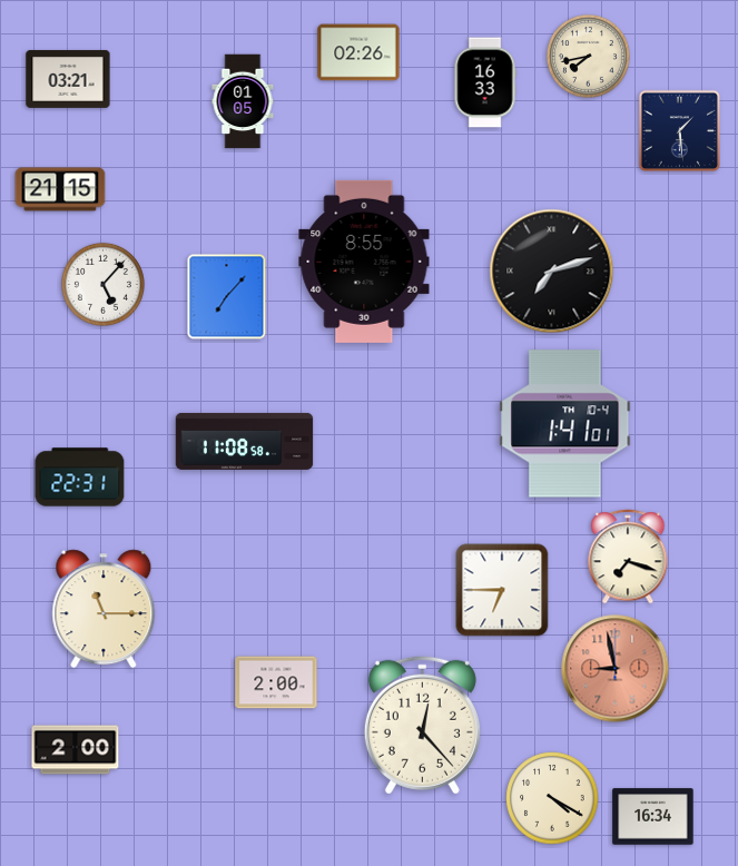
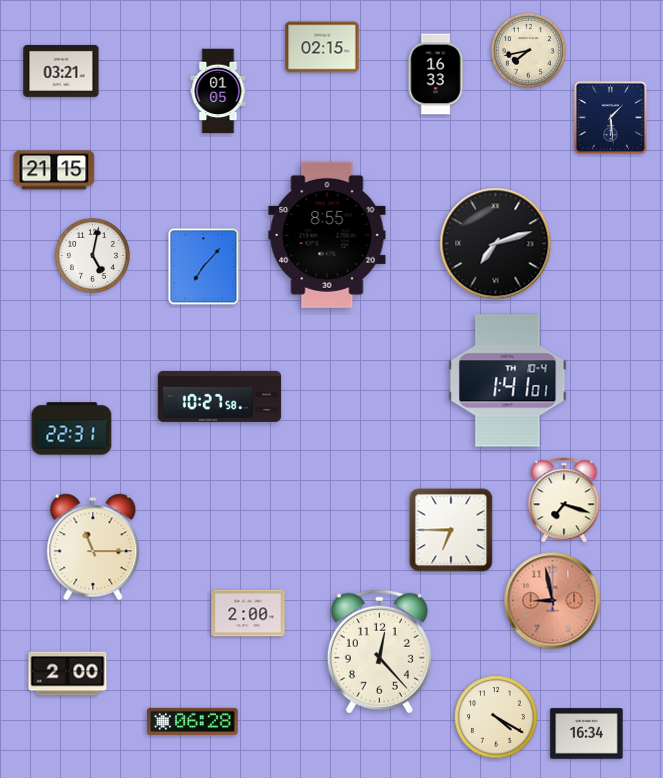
clock at (358, 52): 02:26 -> 02:15
clock at (102, 284): 5:07 -> 5:02
clock at (245, 441): 11:08 -> 10:27
clock at (193, 721): none -> 06:28
